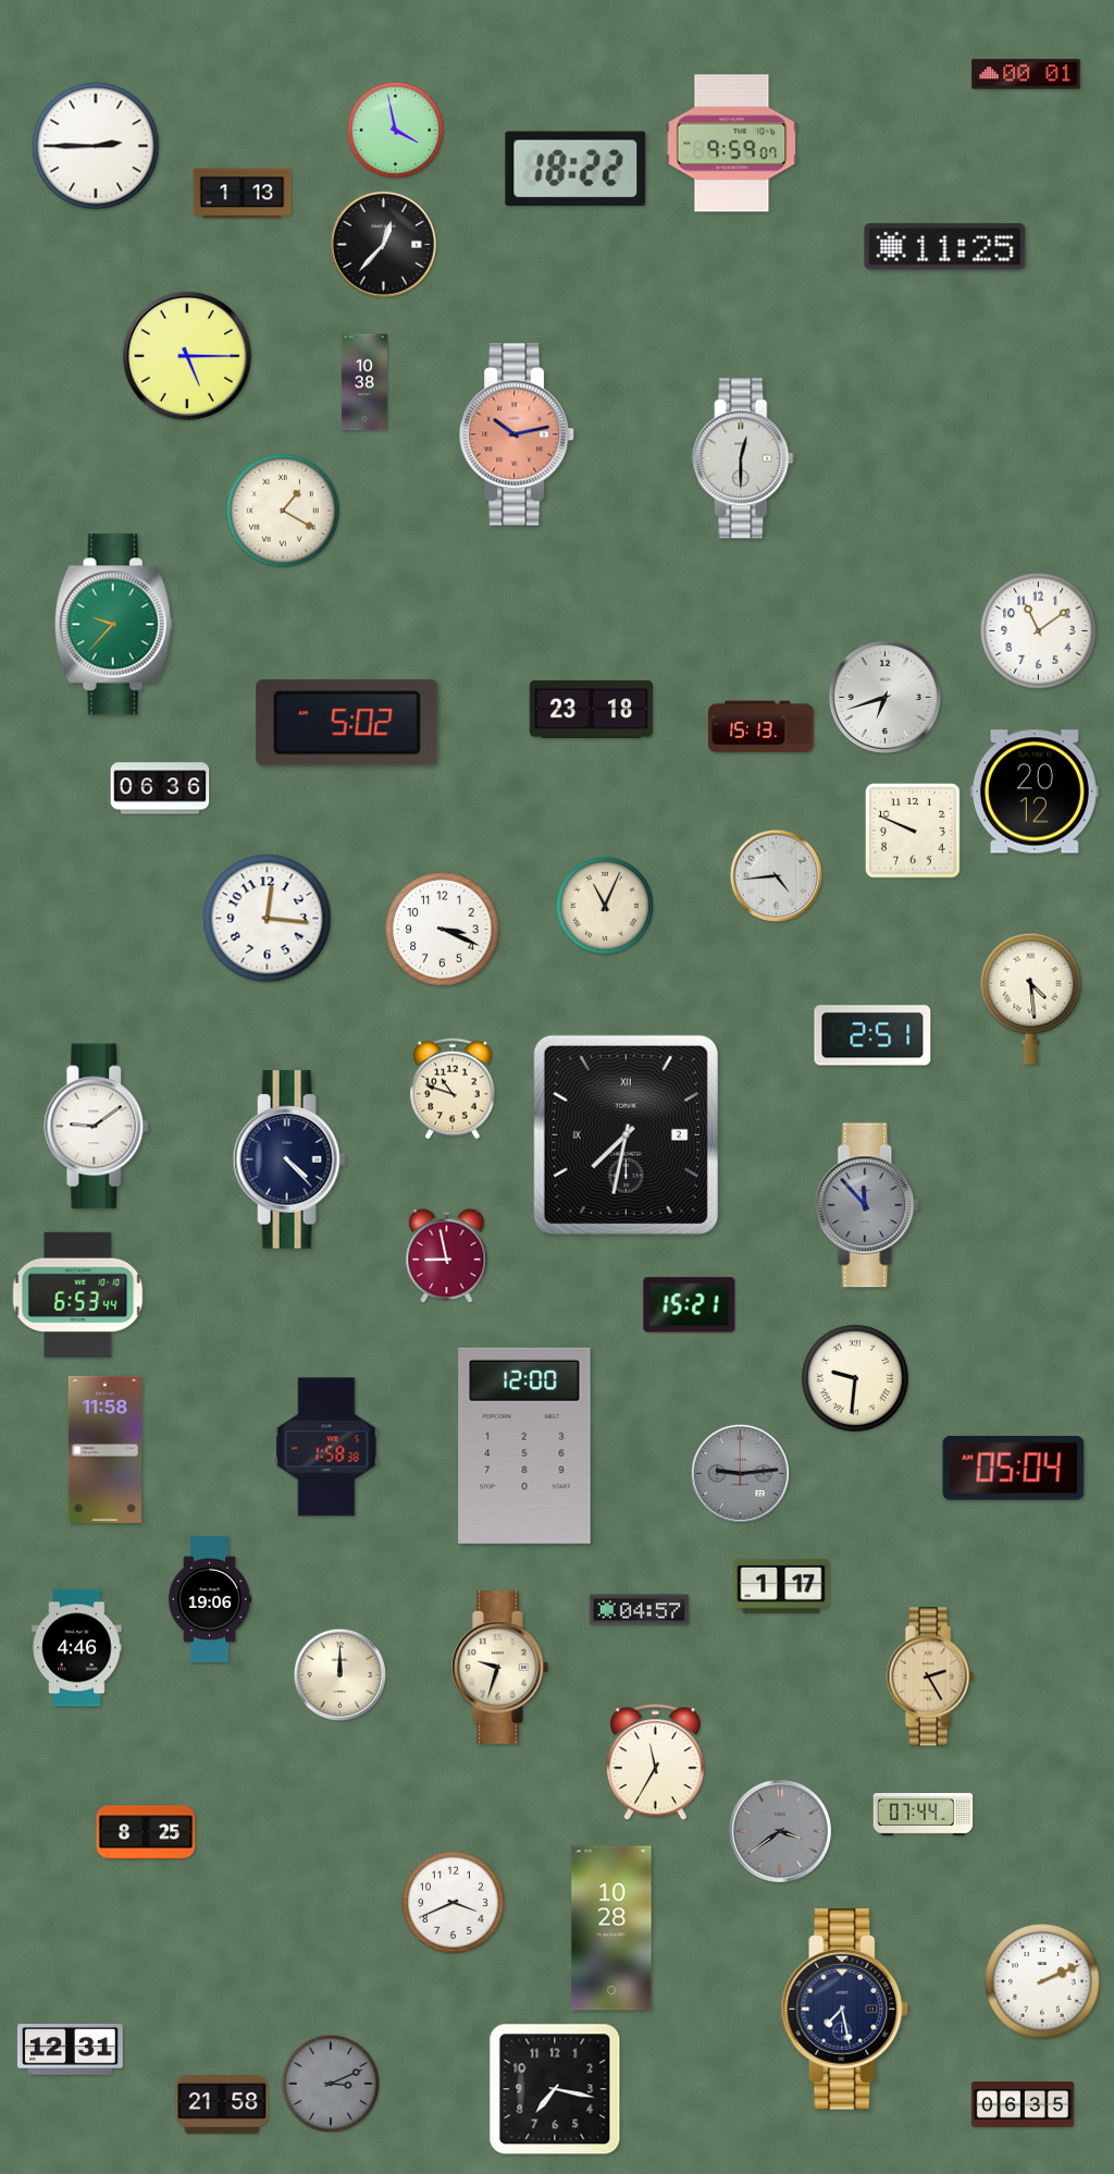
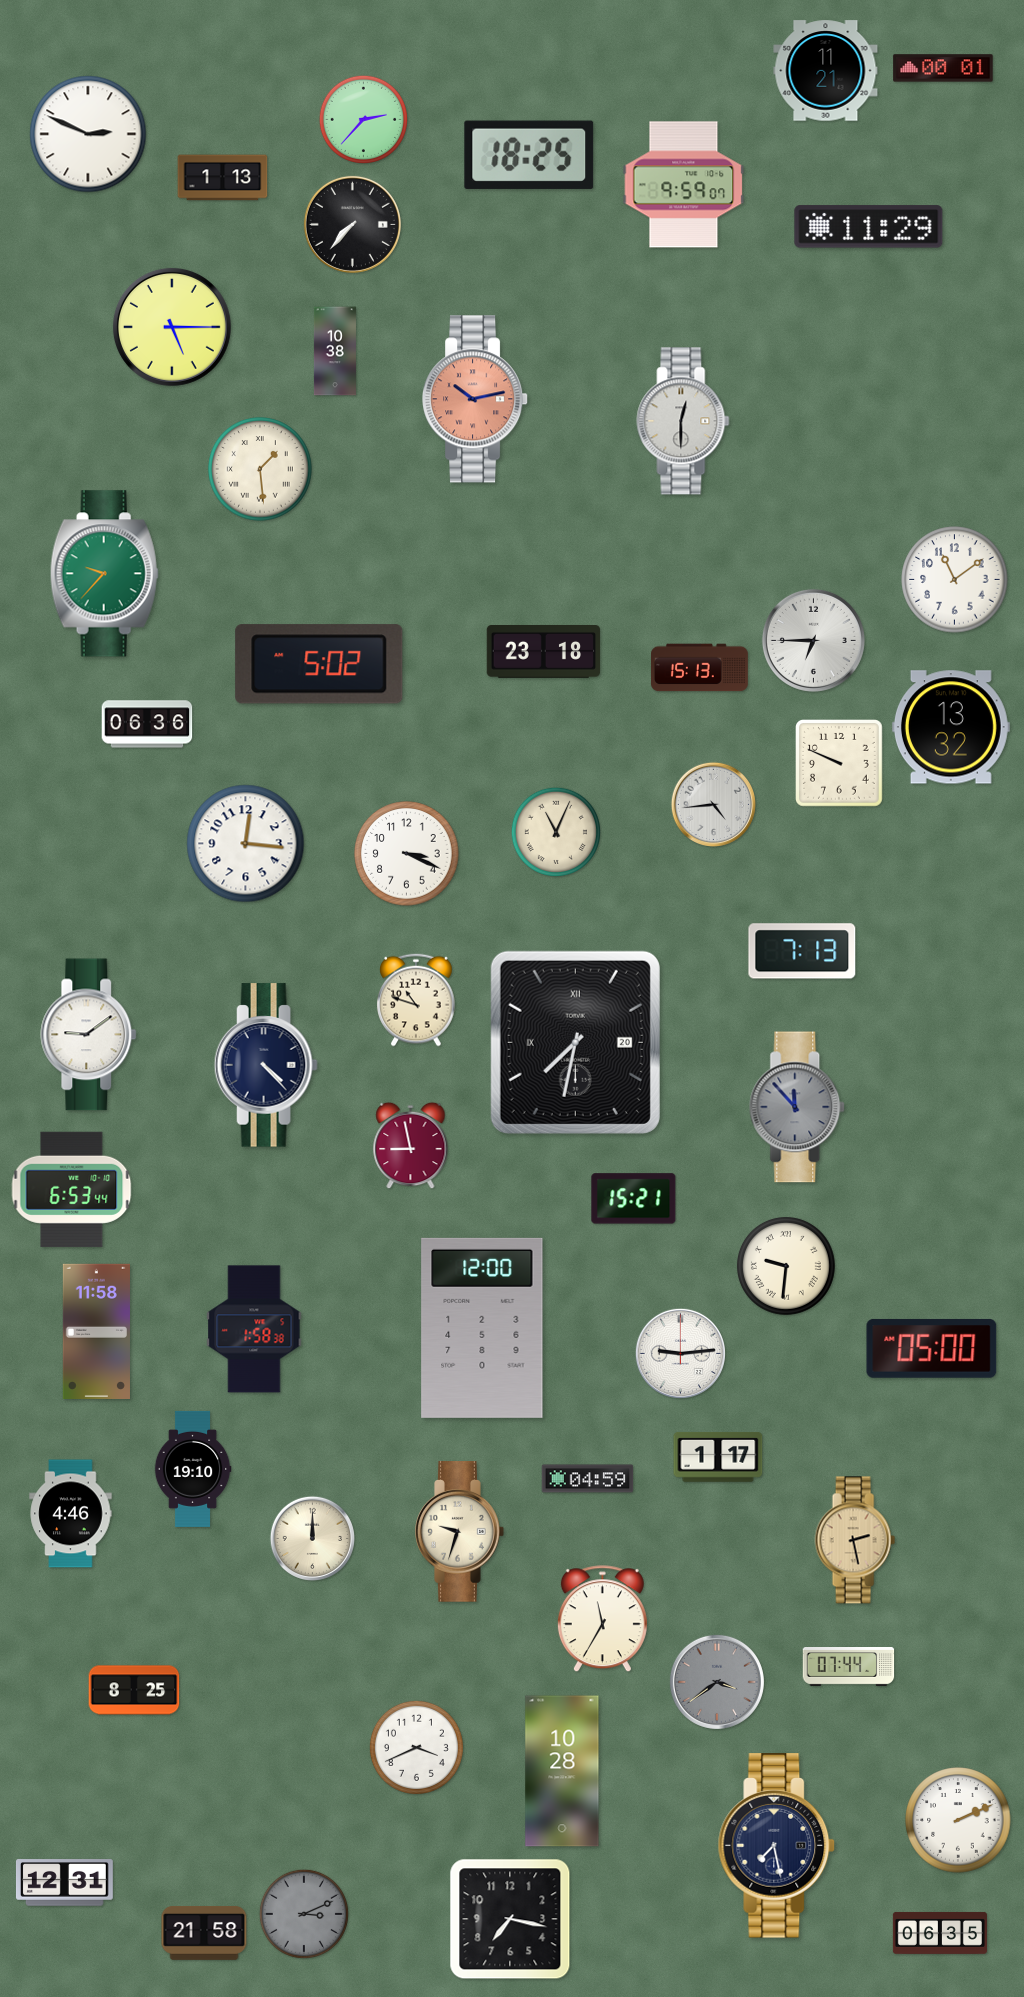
clock at (826, 71): none -> 11:21
clock at (395, 130): 3:58 -> 2:37
clock at (732, 144) position: (732, 144) -> (684, 185)
clock at (96, 146): 2:45 -> 2:49
clock at (575, 169): 18:22 -> 18:25
clock at (383, 244): 12:37 -> 7:37
clock at (945, 247): 11:25 -> 11:29
clock at (283, 511): 1:20 -> 1:29
clock at (884, 697): 6:42 -> 6:45
clock at (1035, 791): 20:12 -> 13:32
clock at (1031, 998): 4:29 -> none
clock at (872, 1035): 2:51 -> 7:13
clock at (626, 1134) date: 2 -> 20
clock at (447, 1256) position: (447, 1256) -> (411, 1146)
clock at (326, 1447) position: (326, 1447) -> (254, 1329)
clock at (1014, 1467): 05:04 -> 05:00
clock at (740, 1473) dial: grey -> white
clock at (210, 1599): 19:06 -> 19:10
clock at (640, 1610): 04:57 -> 04:59
clock at (930, 1676): 2:25 -> 2:28
clock at (146, 1832) position: (146, 1832) -> (134, 1690)
